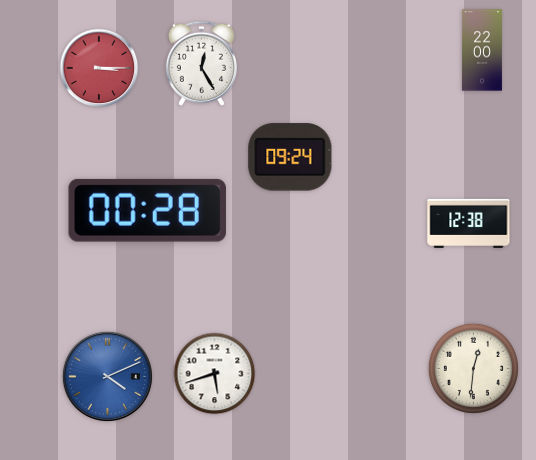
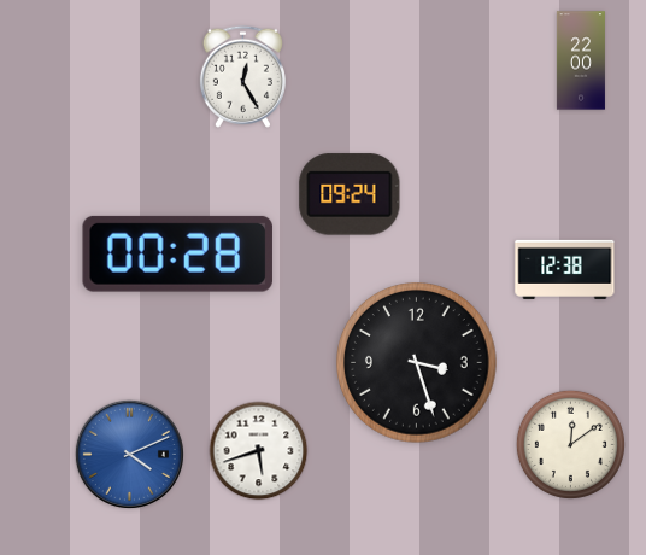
clock at (99, 68): 3:15 -> none
clock at (290, 157) position: (290, 157) -> (350, 194)
clock at (417, 363): none -> 3:27
clock at (473, 368): 12:31 -> 12:09
